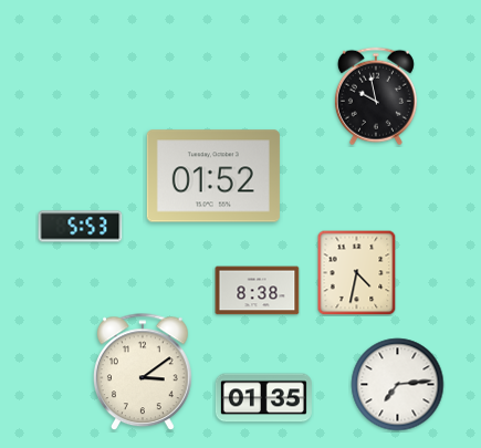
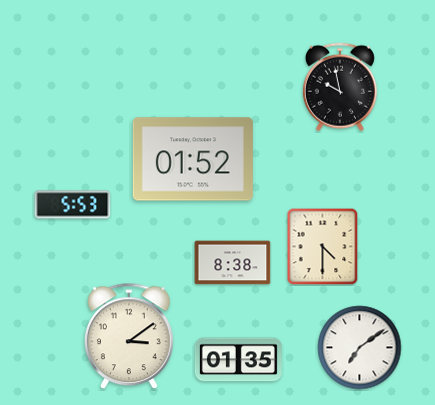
clock at (357, 272): 4:32 -> 4:30
clock at (398, 385): 7:14 -> 7:09
